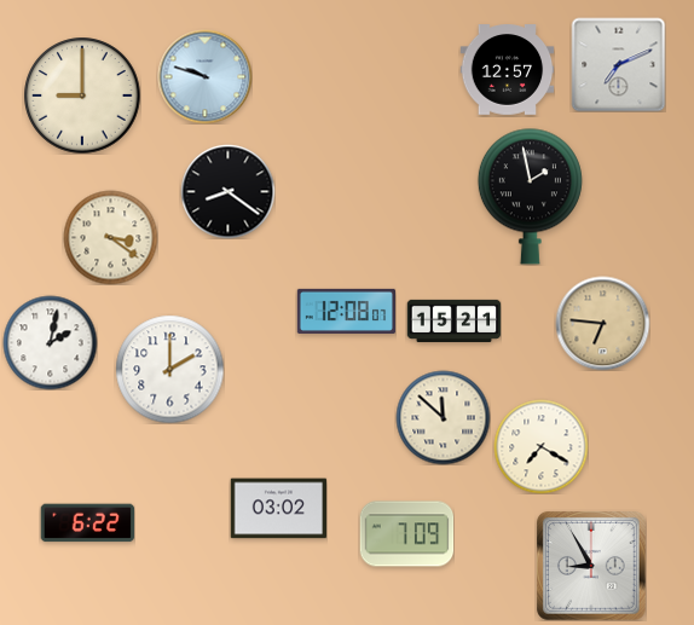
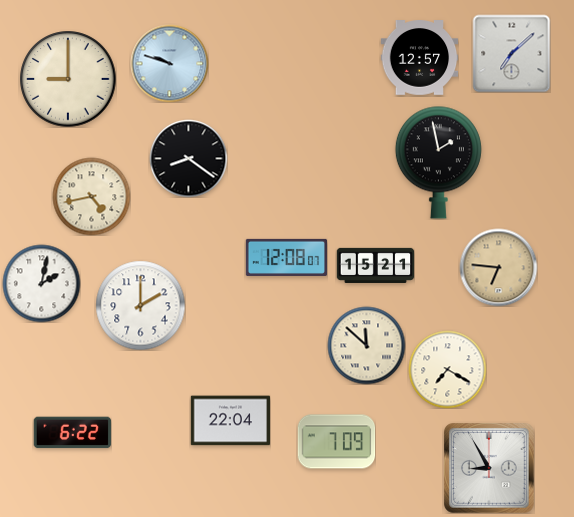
clock at (618, 64): 7:11 -> 7:08
clock at (110, 237): 3:21 -> 4:43
clock at (278, 509): 03:02 -> 22:04
